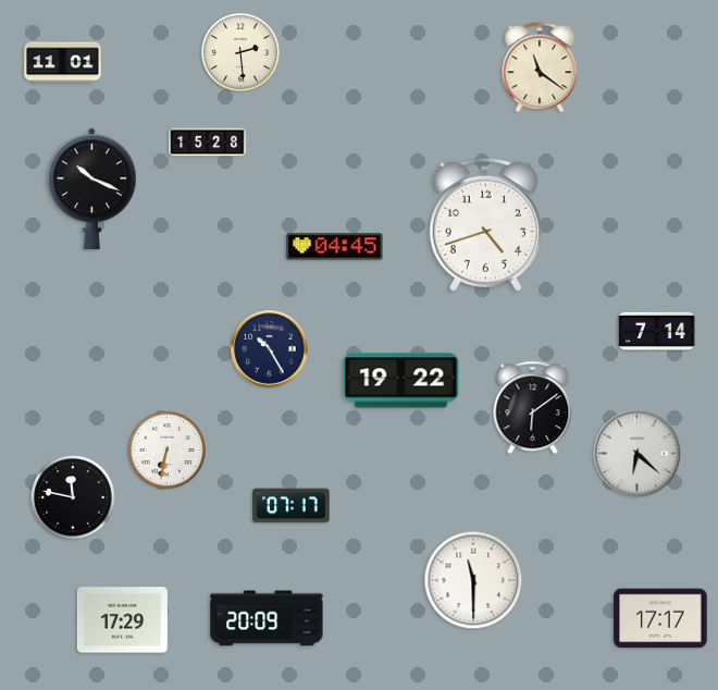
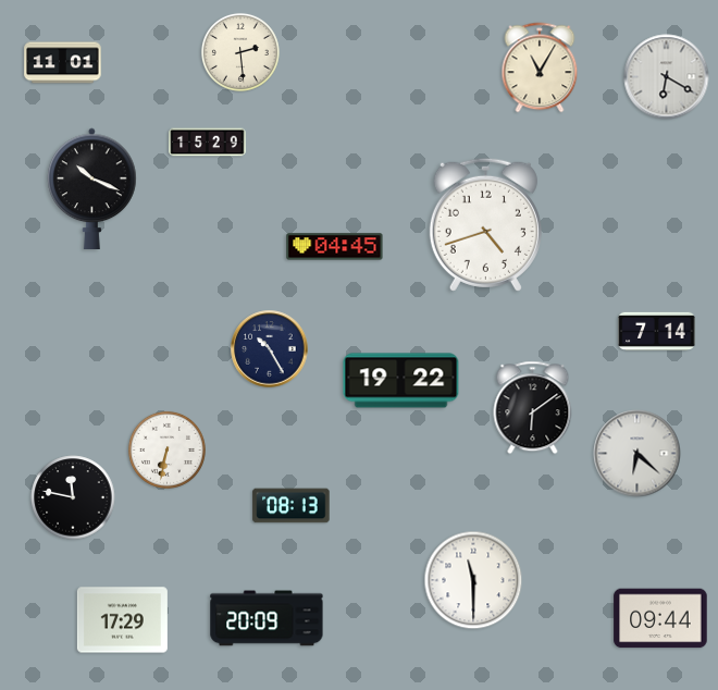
clock at (540, 67): 11:21 -> 11:05
clock at (667, 77): none -> 6:20
clock at (208, 143): 15:28 -> 15:29
clock at (292, 506): 07:17 -> 08:13
clock at (660, 618): 17:17 -> 09:44
